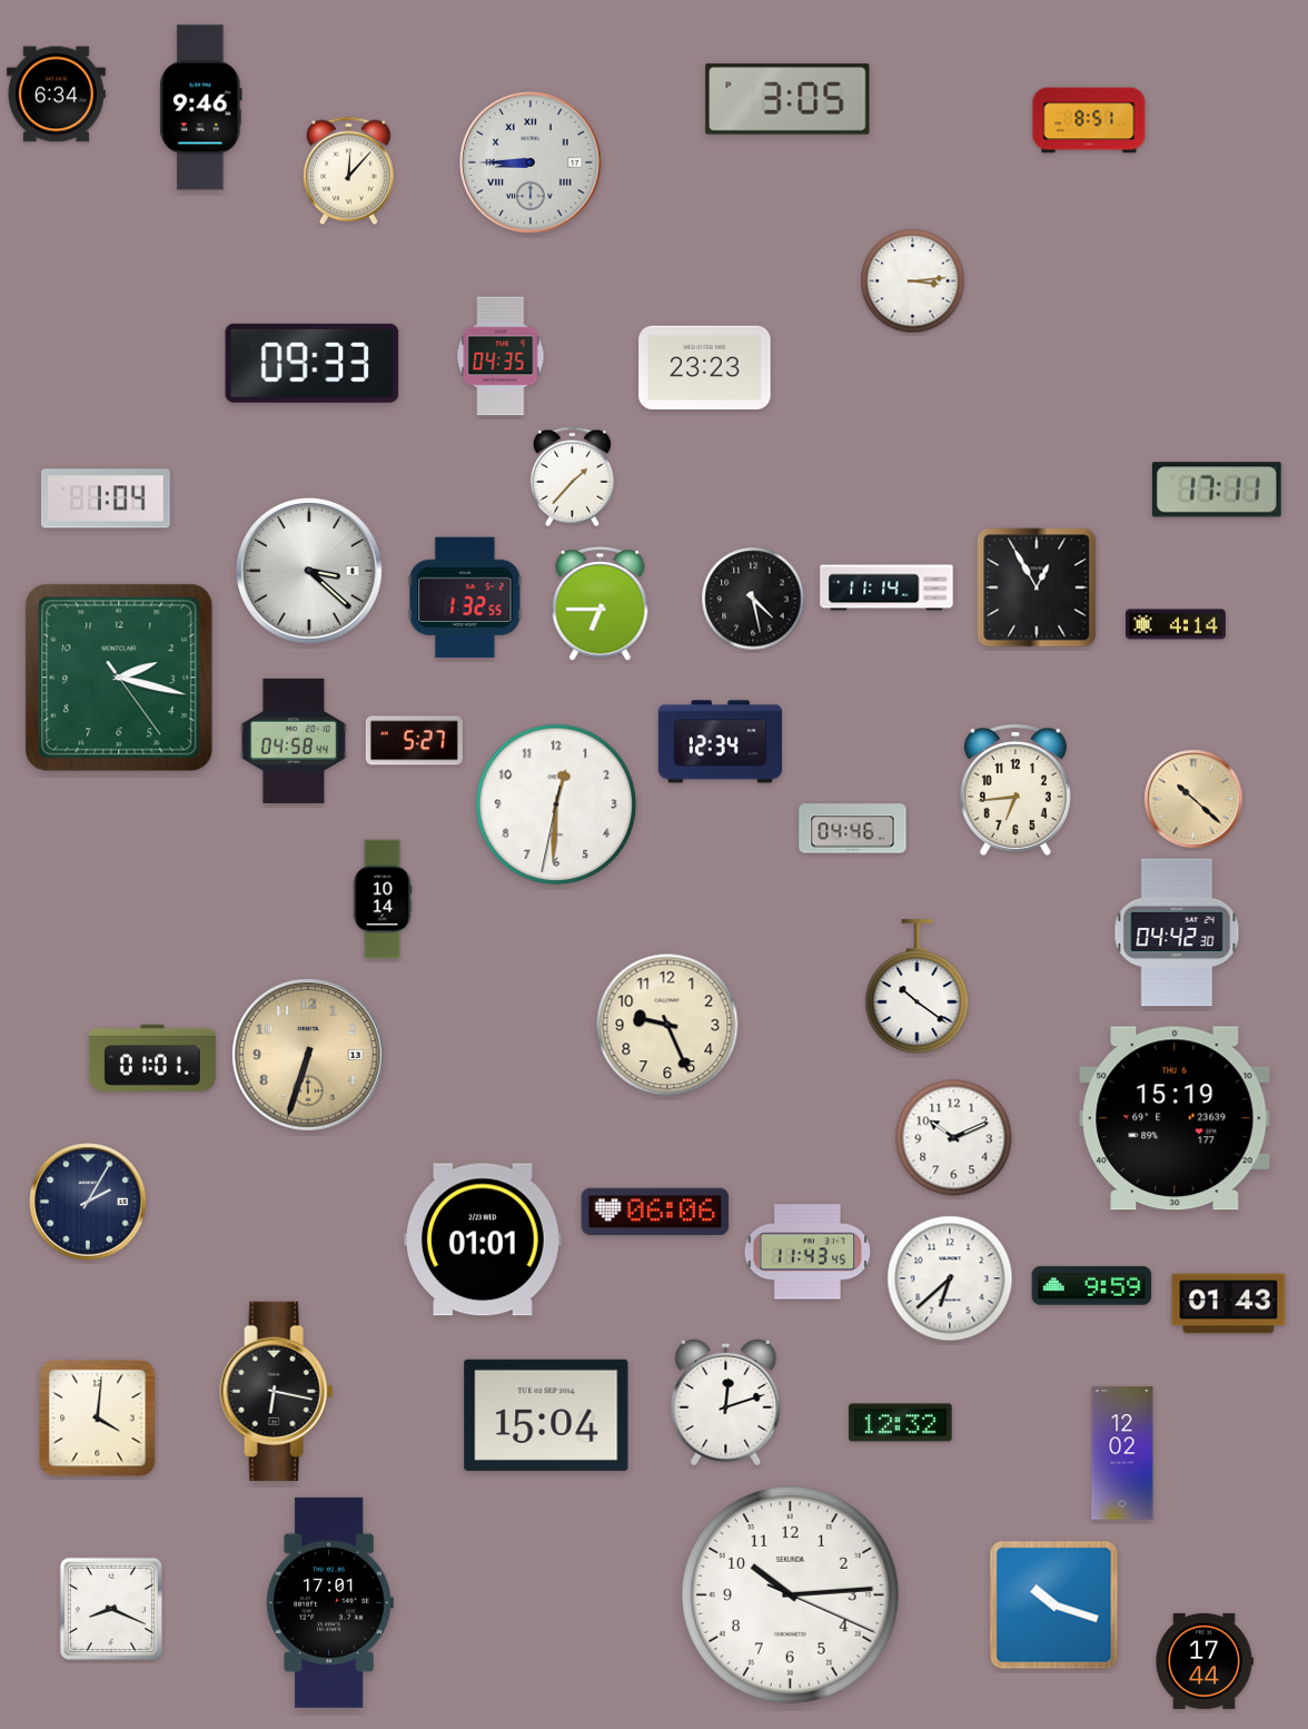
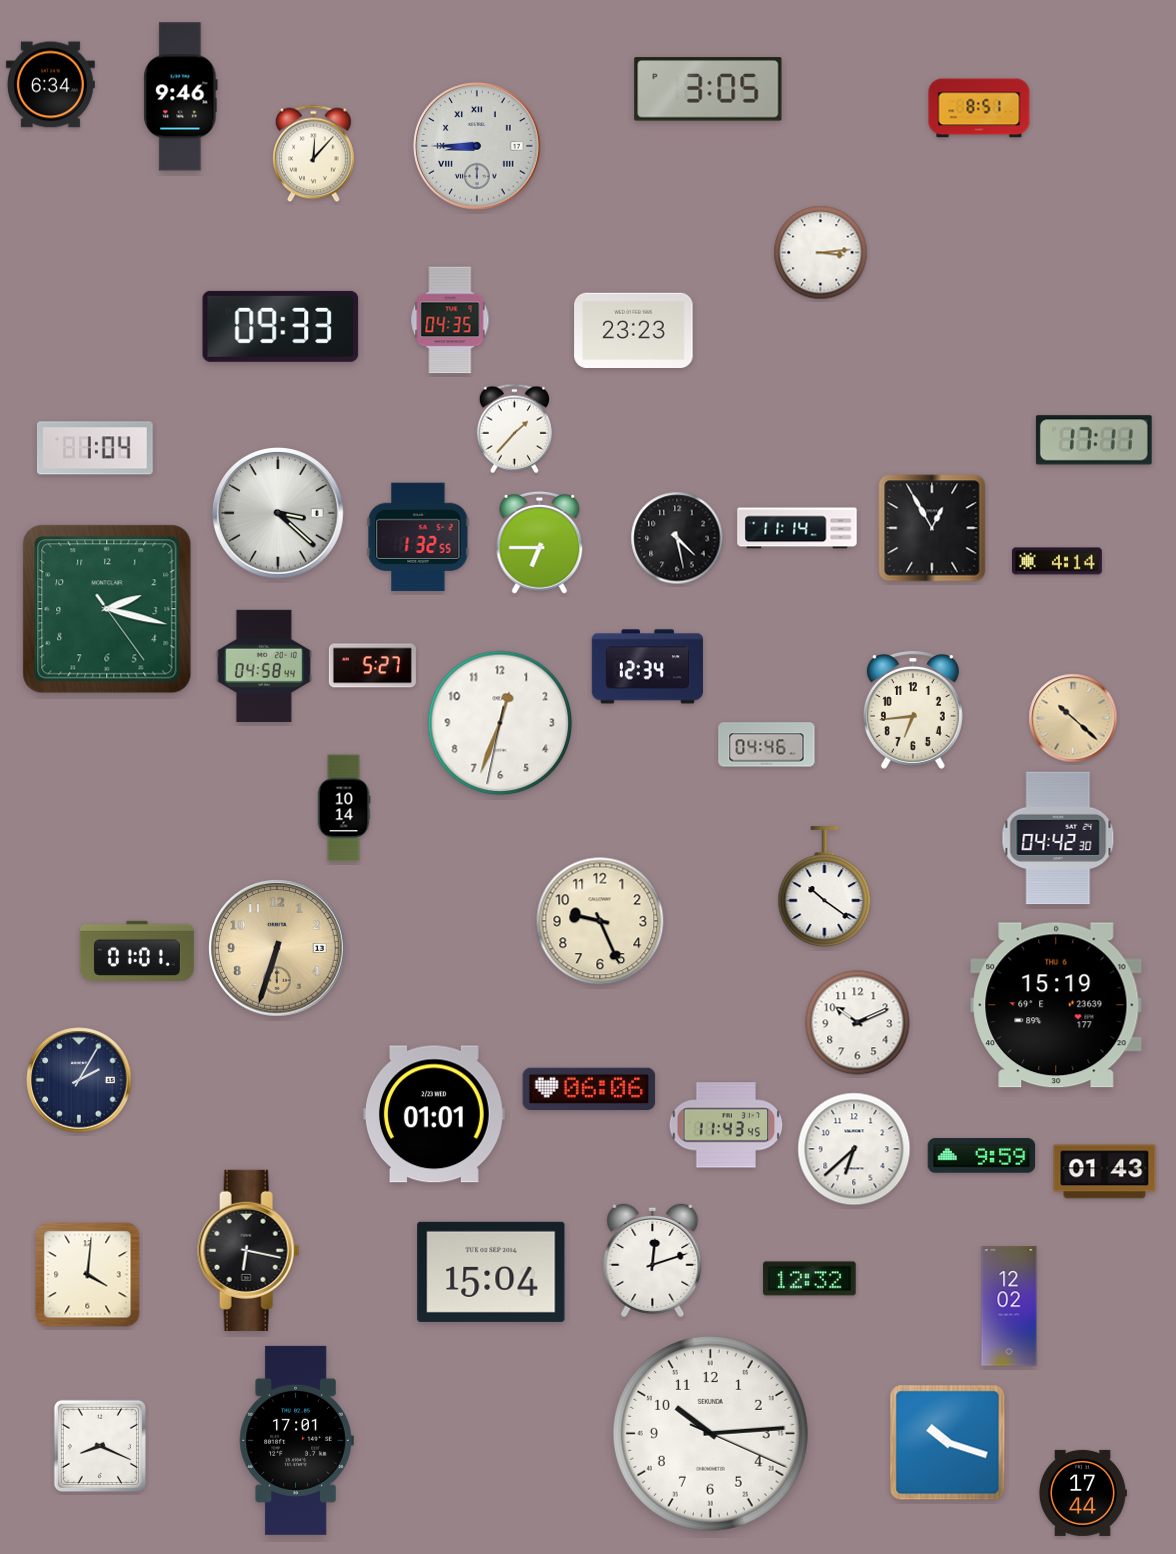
clock at (556, 804): 12:30 -> 12:33
